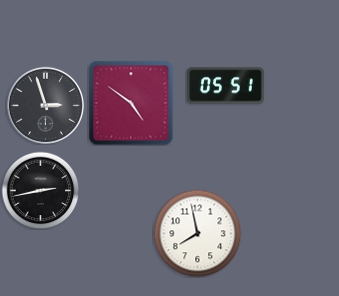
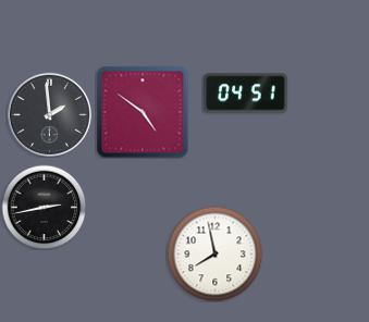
clock at (226, 86): 05:51 -> 04:51
clock at (45, 105): 2:57 -> 1:59
